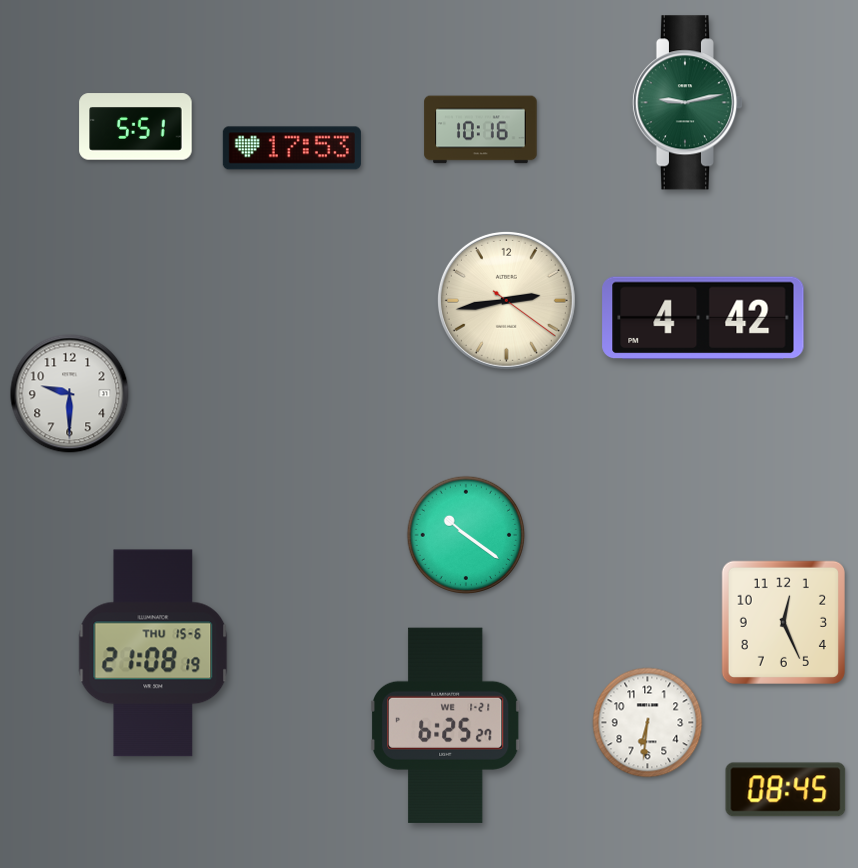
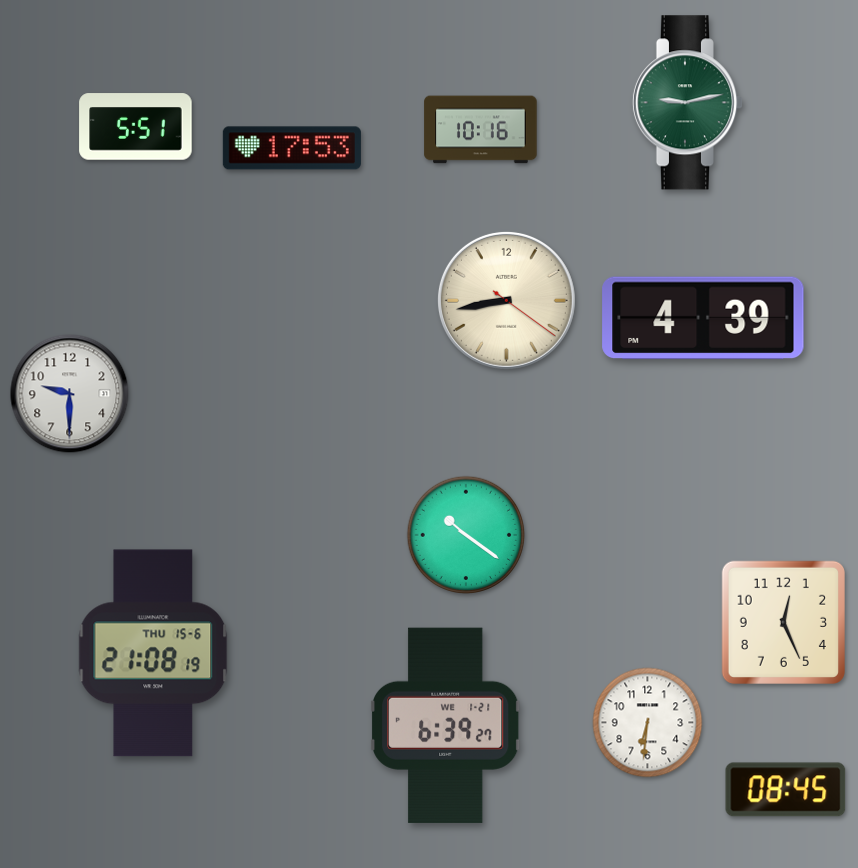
clock at (506, 300): 2:43 -> 8:43
clock at (703, 318): 4:42 -> 4:39
clock at (446, 725): 6:25 -> 6:39
